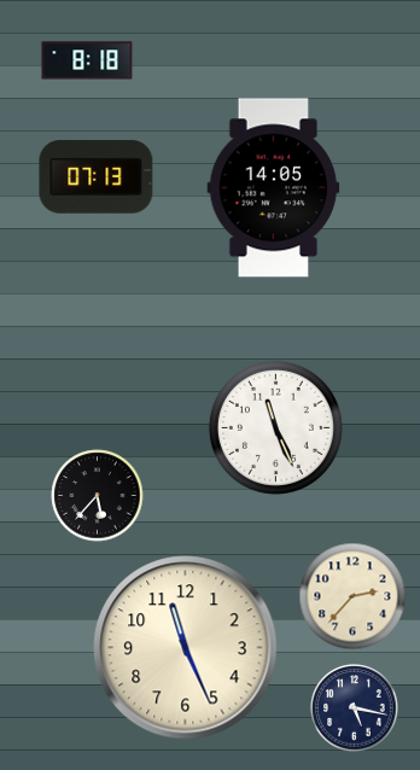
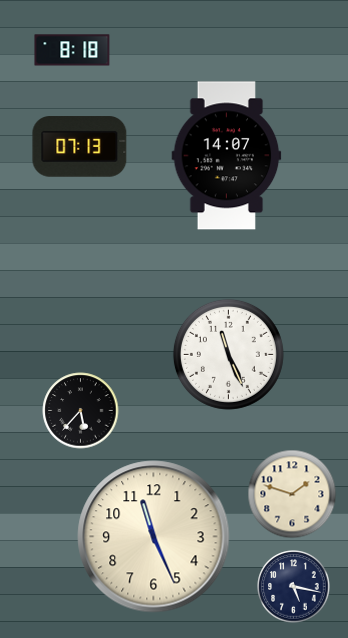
clock at (274, 188): 14:05 -> 14:07
clock at (352, 596): 2:37 -> 1:48
